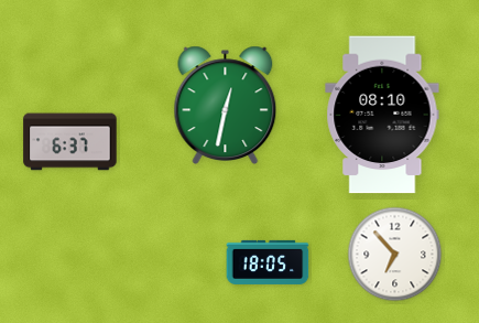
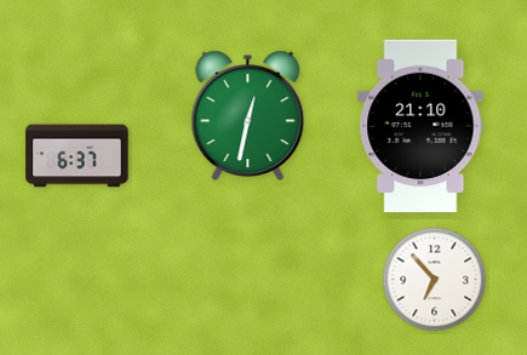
clock at (382, 115): 08:10 -> 21:10
clock at (268, 262): 18:05 -> none
